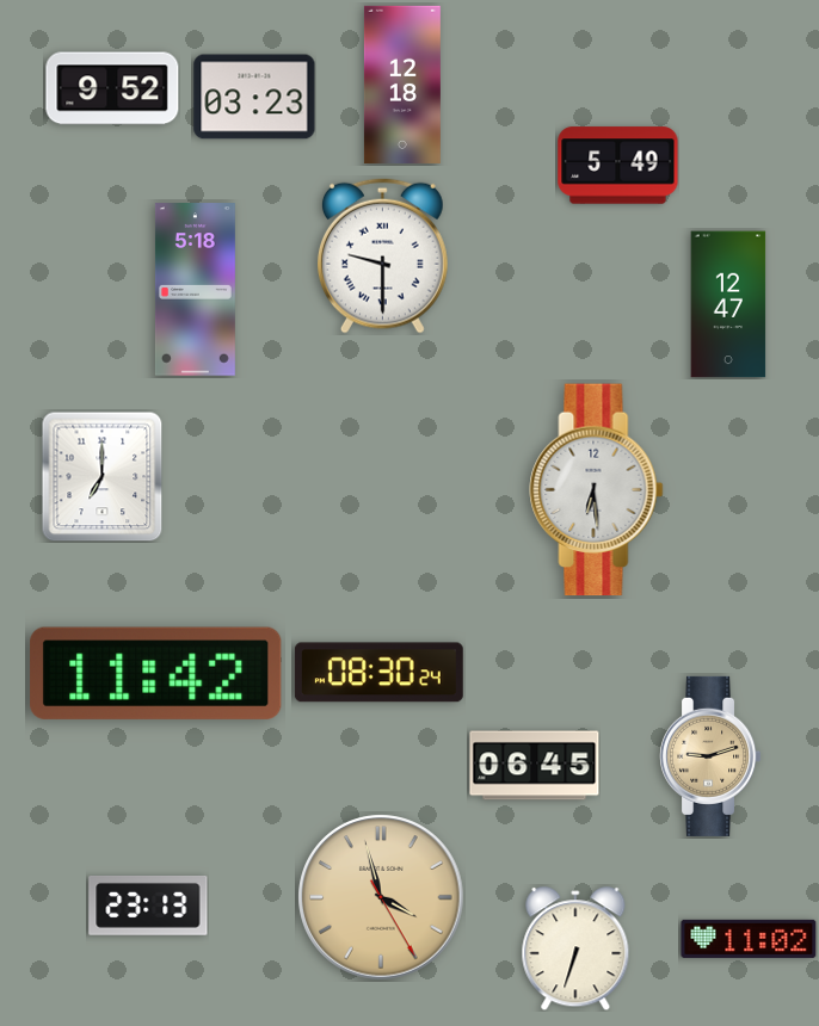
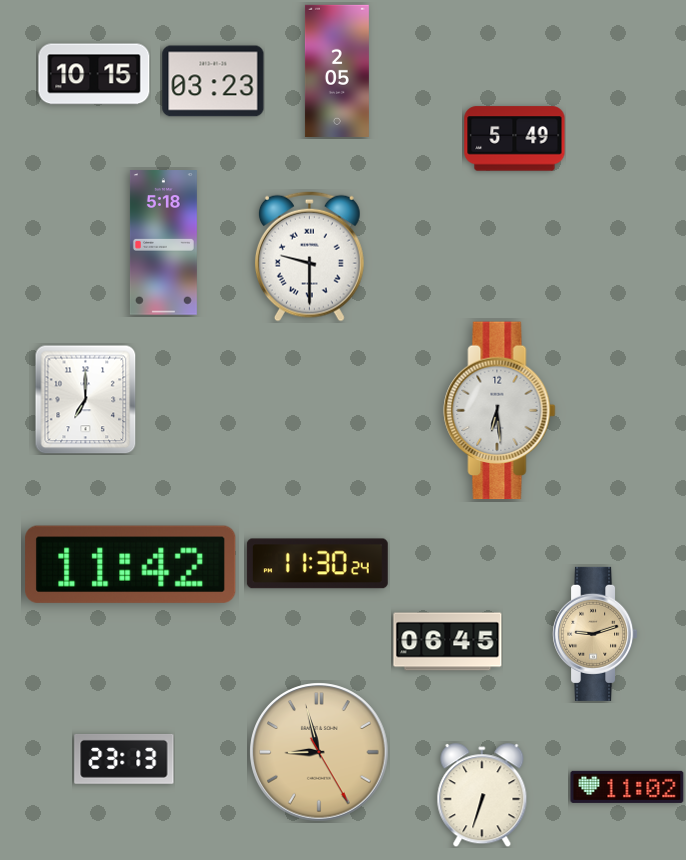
clock at (402, 85): 12:18 -> 2:05
clock at (112, 88): 9:52 -> 10:15
clock at (618, 166) position: (618, 166) -> (515, 139)
clock at (382, 255) position: (382, 255) -> (309, 256)
clock at (728, 304): 12:47 -> none
clock at (378, 673): 08:30 -> 11:30
clock at (381, 897): 3:57 -> 8:57
